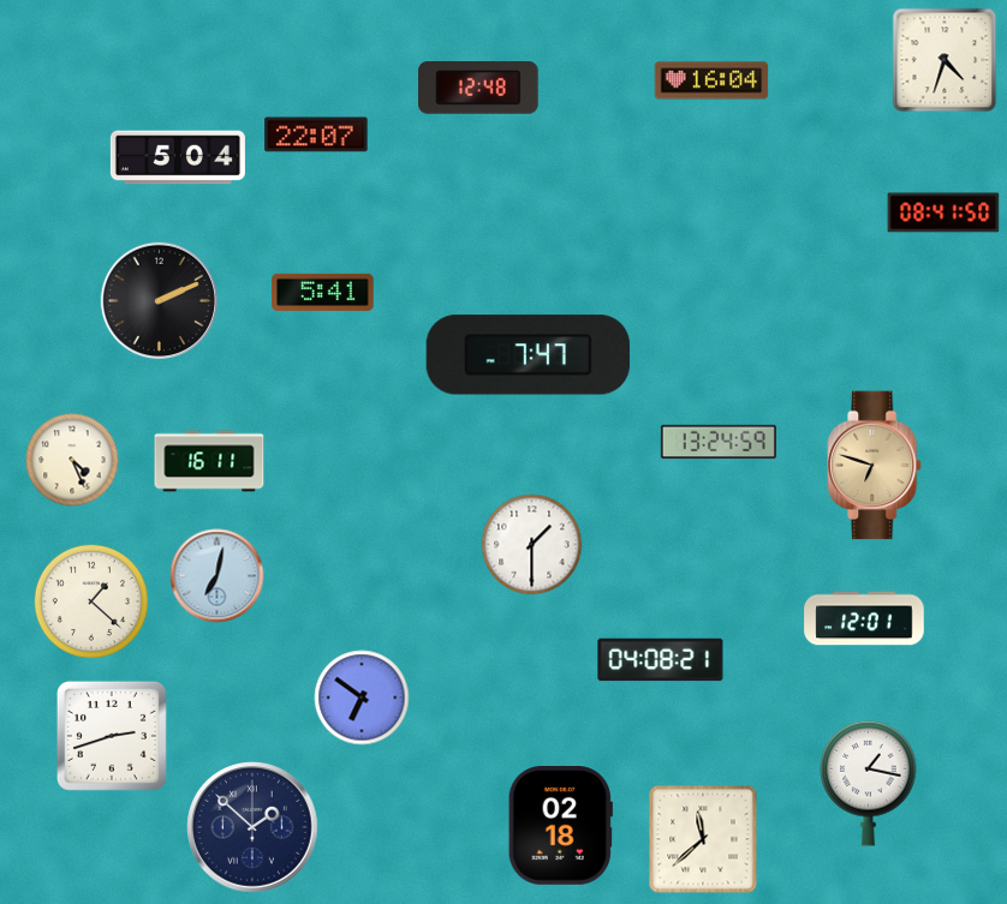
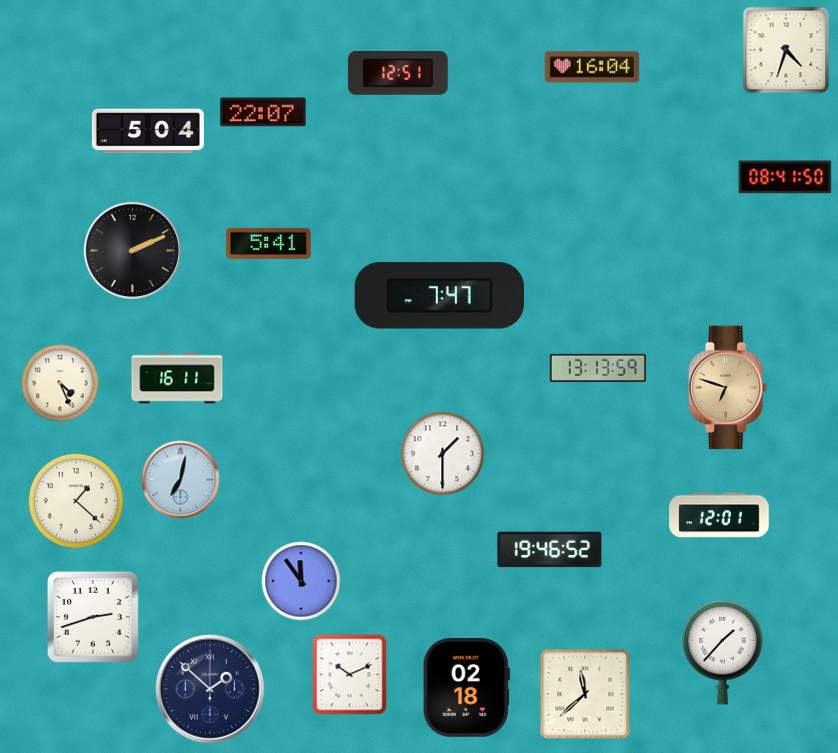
clock at (478, 89): 12:48 -> 12:51
clock at (719, 442): 13:24 -> 13:13
clock at (209, 461) position: (209, 461) -> (177, 378)
clock at (661, 660): 04:08 -> 19:46
clock at (362, 698): 6:51 -> 11:54
clock at (112, 736) position: (112, 736) -> (93, 617)
clock at (869, 783): 1:17 -> 1:37
clock at (350, 675): none -> 10:11
clock at (703, 839) position: (703, 839) -> (585, 694)
